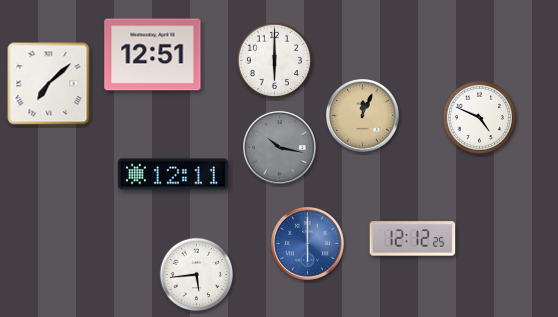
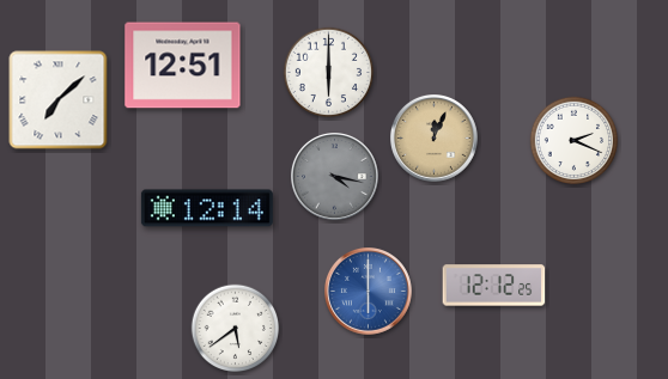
clock at (480, 118): 4:49 -> 2:19
clock at (280, 148): 10:17 -> 4:17
clock at (173, 174): 12:11 -> 12:14
clock at (197, 275): 5:44 -> 5:39
